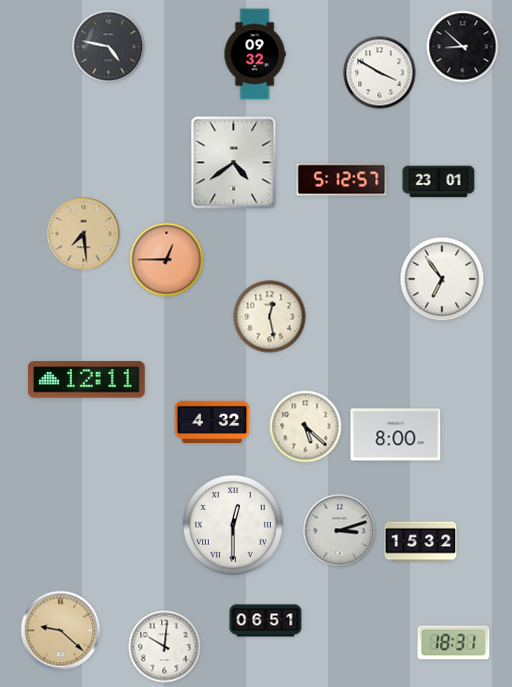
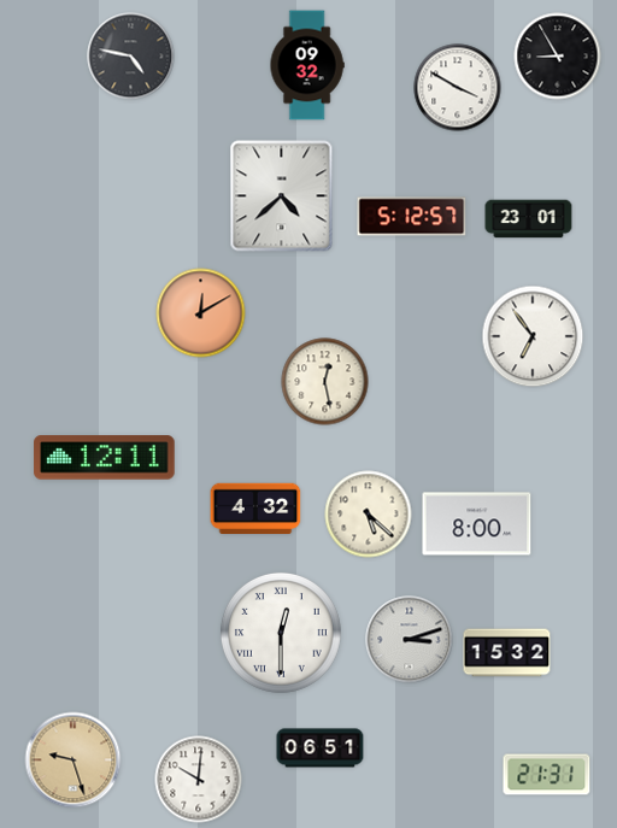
clock at (463, 47): 8:52 -> 8:55
clock at (234, 163): 4:39 -> 4:38
clock at (84, 234): 7:29 -> none
clock at (167, 260): 12:45 -> 12:10
clock at (61, 631): 9:22 -> 9:27
clock at (454, 643): 18:31 -> 21:31
